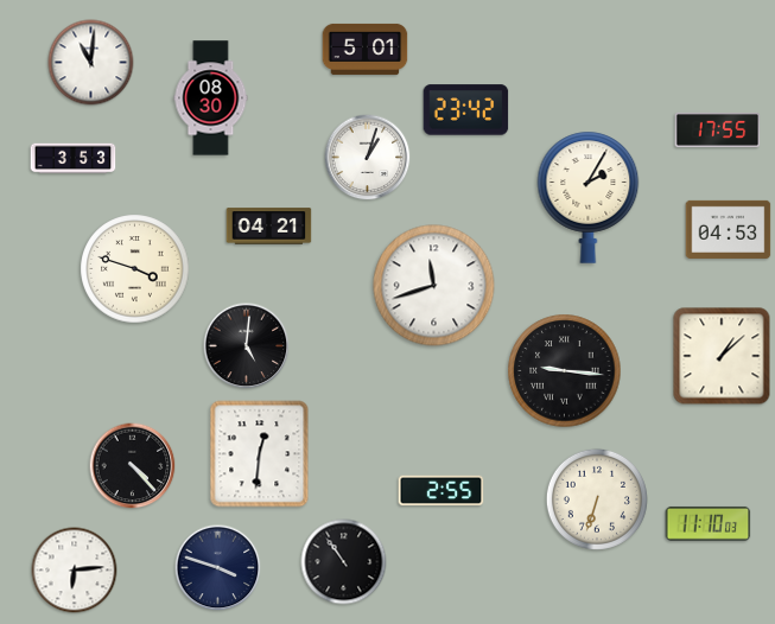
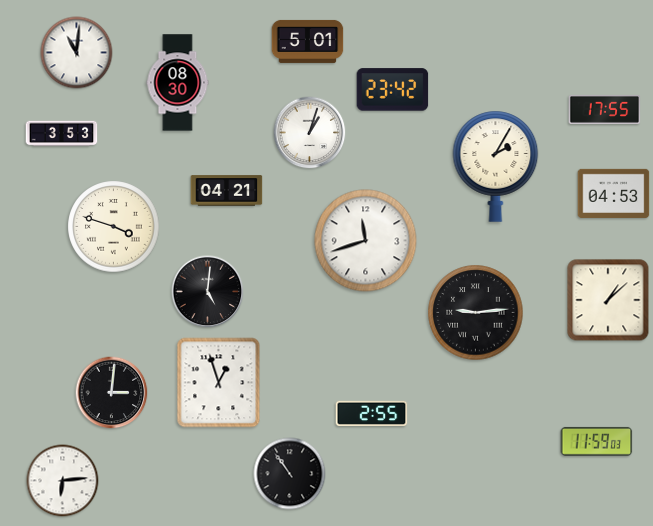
clock at (466, 110) position: (466, 110) -> (393, 90)
clock at (565, 371): 9:16 -> 9:14
clock at (260, 454): 12:31 -> 12:57
clock at (133, 466): 4:23 -> 3:01
clock at (597, 499): 6:33 -> none
clock at (709, 523): 11:10 -> 11:59
clock at (218, 568): 3:48 -> none
